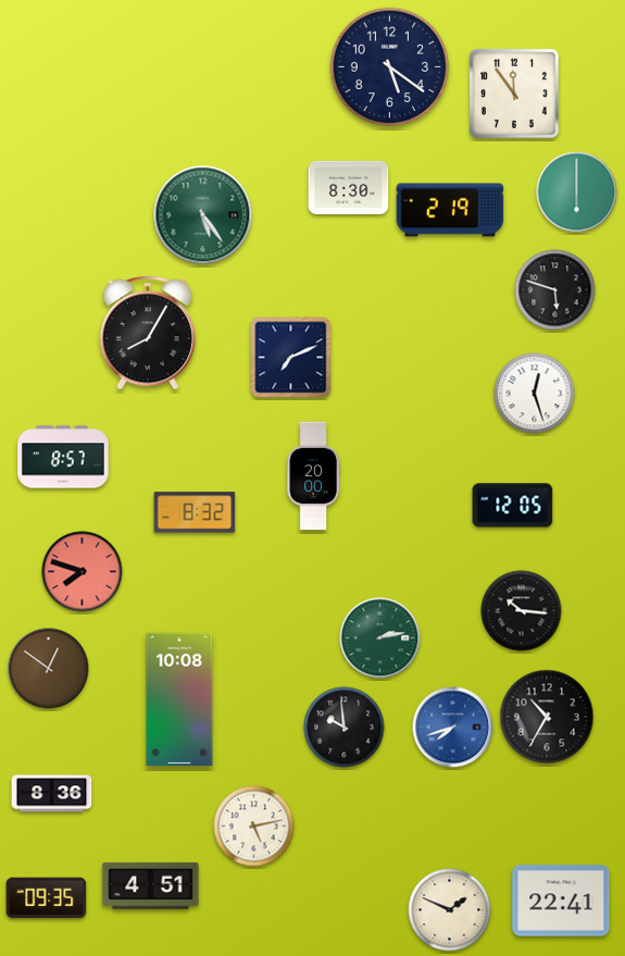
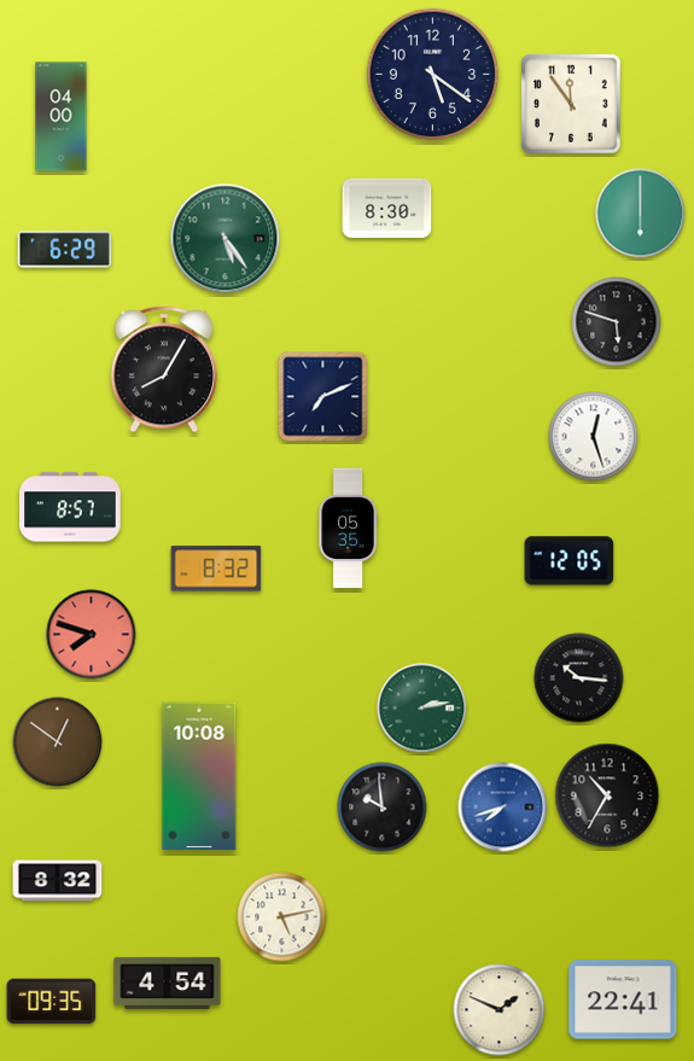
clock at (62, 117): none -> 04:00
clock at (450, 210): 2:19 -> none
clock at (65, 250): none -> 6:29
clock at (313, 476): 20:00 -> 05:35
clock at (49, 669) position: (49, 669) -> (58, 742)
clock at (52, 794): 8:36 -> 8:32
clock at (151, 885): 4:51 -> 4:54
clock at (47, 898) position: (47, 898) -> (52, 1002)
